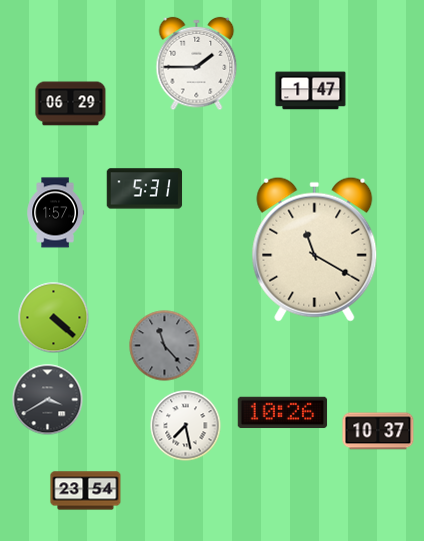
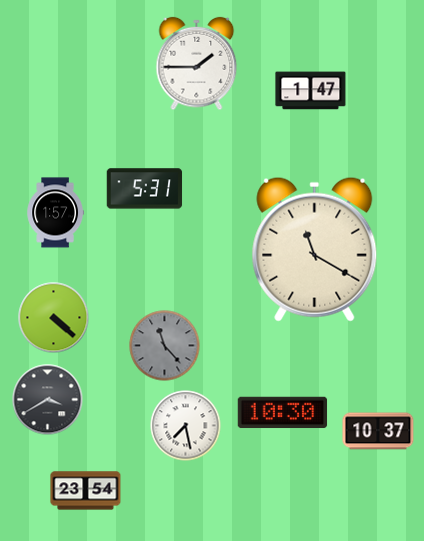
clock at (71, 104): 06:29 -> none
clock at (283, 413): 10:26 -> 10:30
